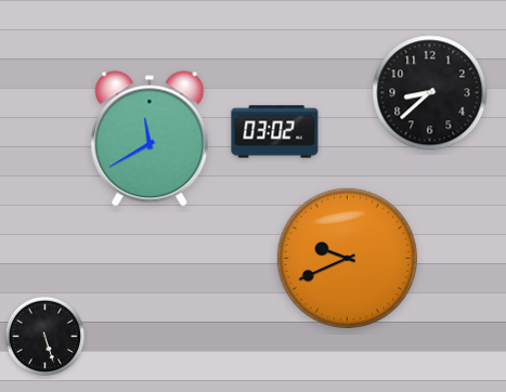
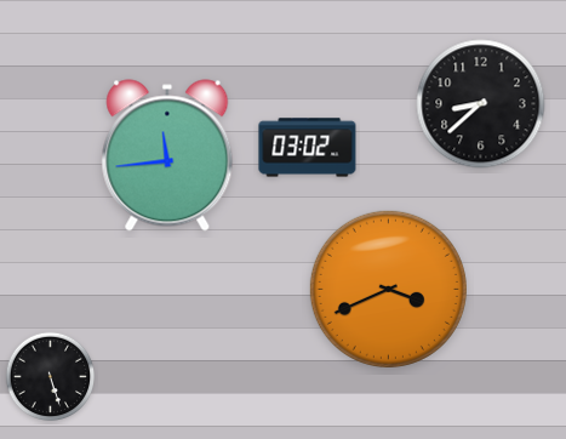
clock at (150, 139): 11:40 -> 11:44
clock at (347, 258): 9:41 -> 3:41
